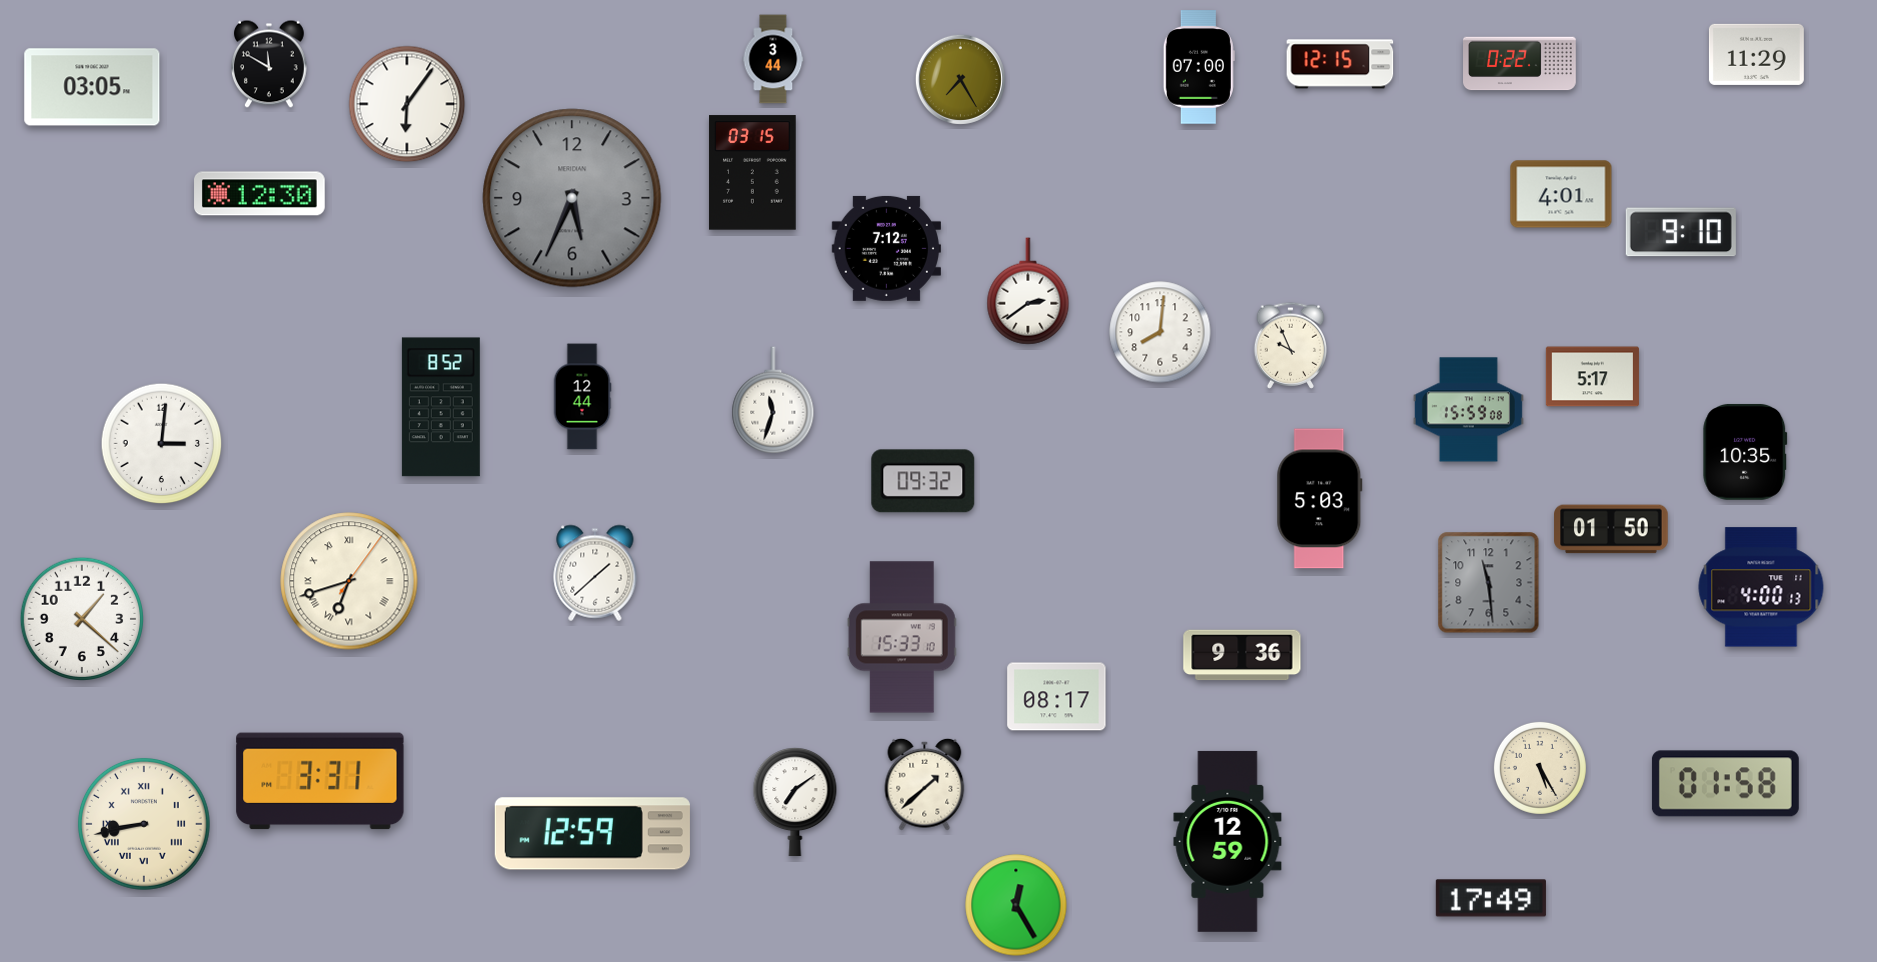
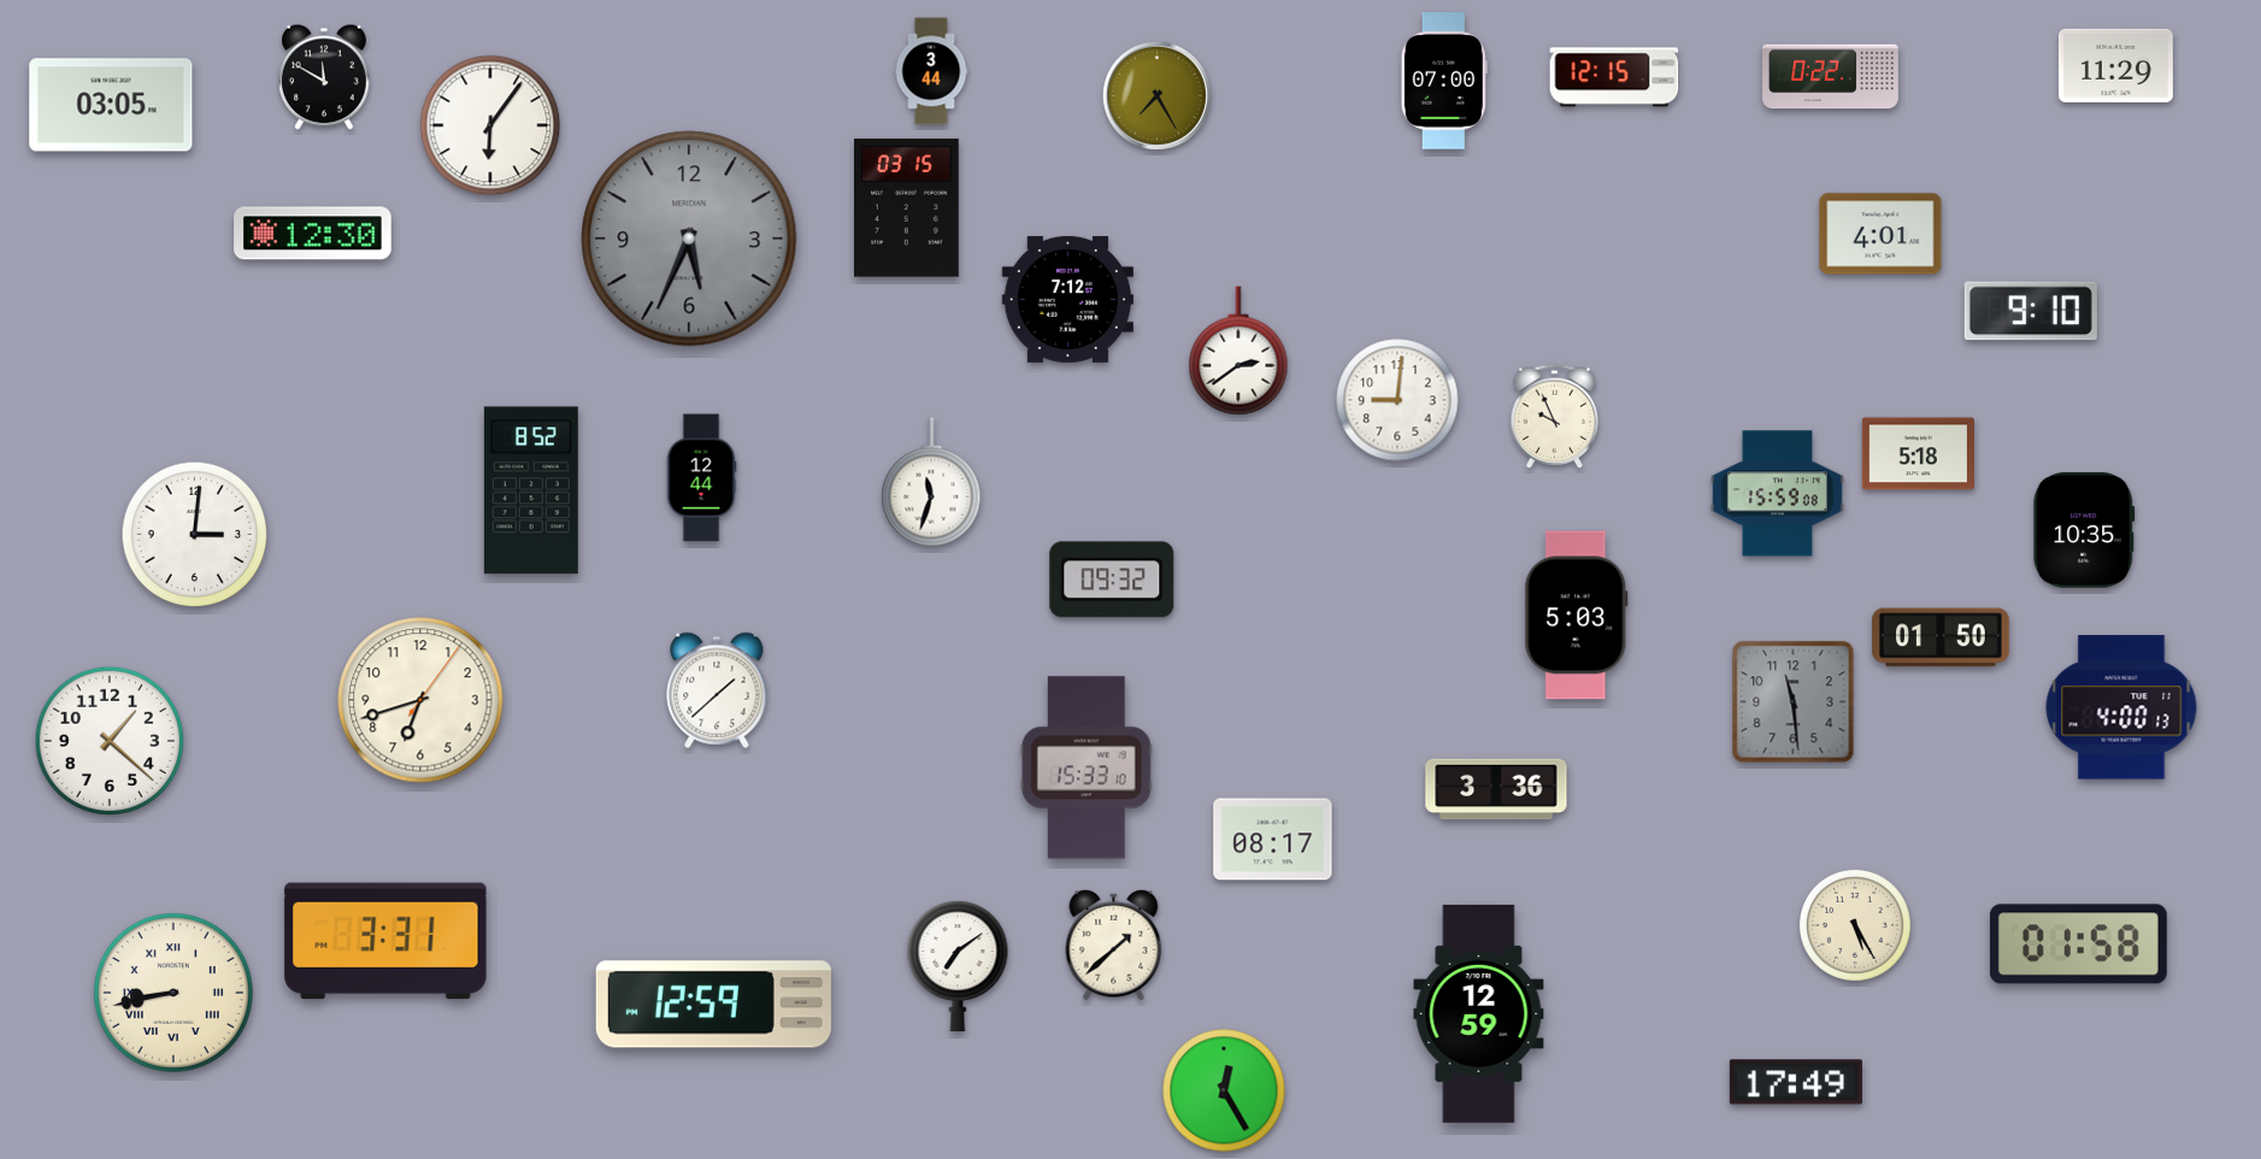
clock at (1681, 232) position: (1681, 232) -> (2031, 311)
clock at (1160, 332): 8:01 -> 9:01
clock at (1592, 377): 5:17 -> 5:18
clock at (1468, 410) position: (1468, 410) -> (1777, 494)
clock at (1745, 452) position: (1745, 452) -> (2084, 530)
clock at (1320, 499) position: (1320, 499) -> (1577, 616)
clock at (349, 581) numerals: Roman -> Arabic
clock at (81, 618) position: (81, 618) -> (108, 740)
clock at (1242, 655): 9:36 -> 3:36
